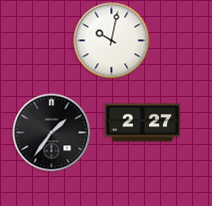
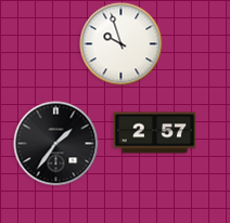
clock at (112, 41): 10:02 -> 9:57
clock at (143, 123): 2:27 -> 2:57
